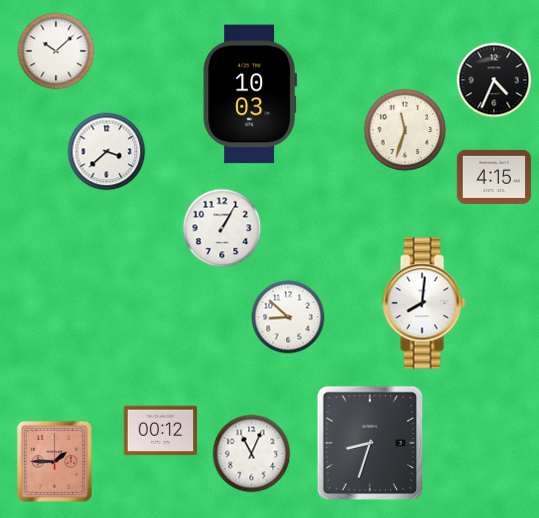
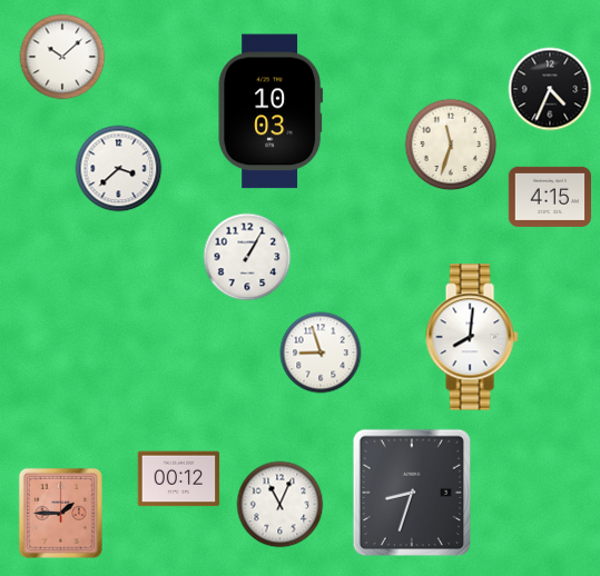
clock at (250, 94) position: (250, 94) -> (271, 111)
clock at (222, 228) position: (222, 228) -> (247, 257)
clock at (288, 317): 8:52 -> 8:57
